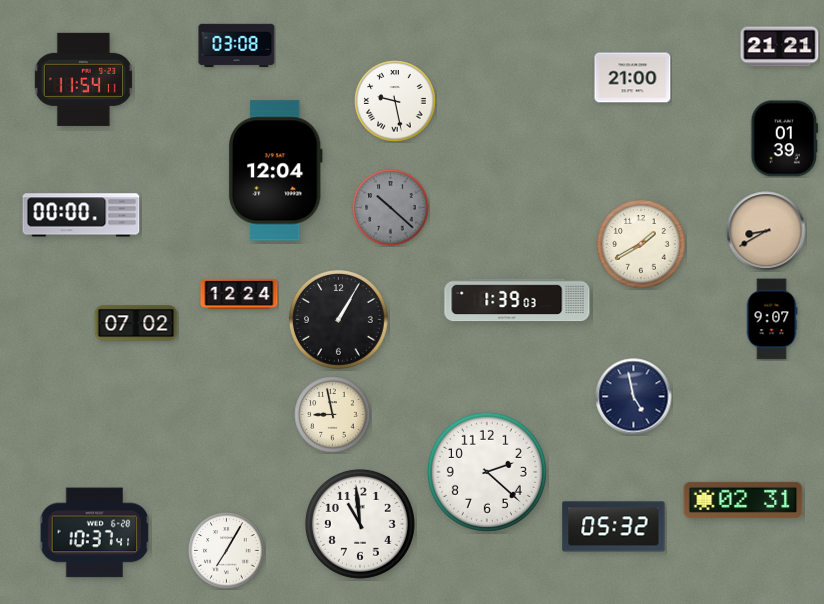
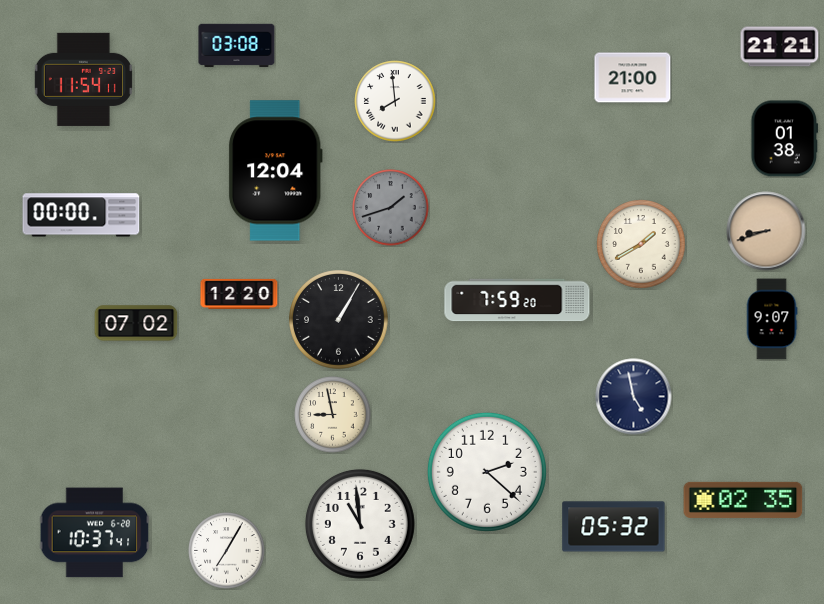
clock at (395, 101): 9:28 -> 7:59
clock at (785, 139): 01:39 -> 01:38
clock at (391, 208): 10:22 -> 1:42
clock at (766, 231): 8:40 -> 8:42
clock at (239, 294): 12:24 -> 12:20
clock at (517, 300): 1:39 -> 7:59
clock at (743, 500): 02:31 -> 02:35
